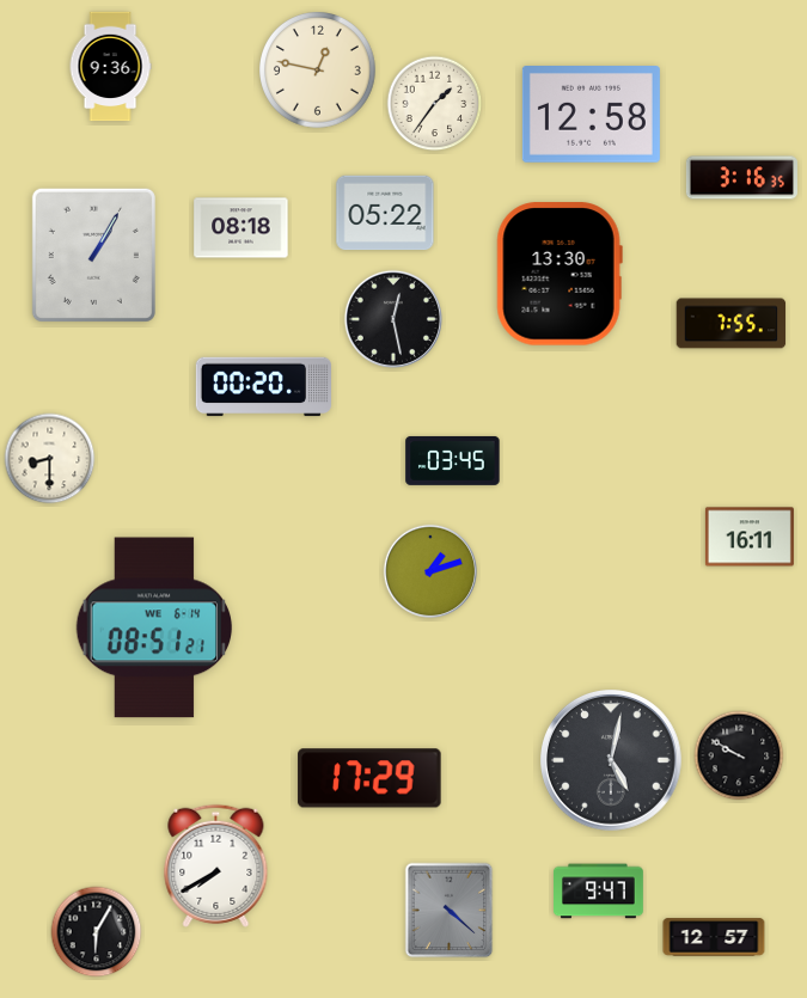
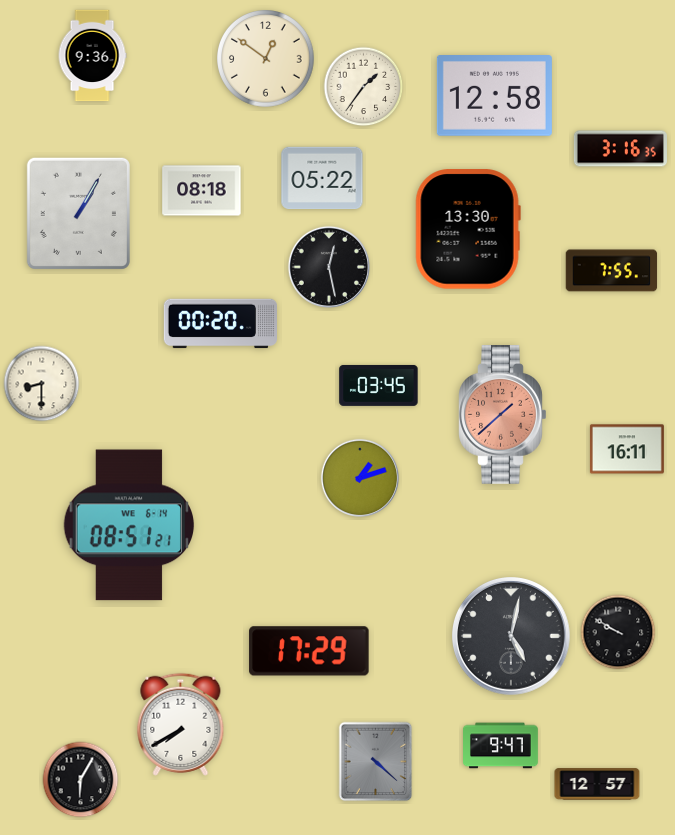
clock at (318, 71): 12:47 -> 12:51
clock at (503, 415): none -> 1:38
